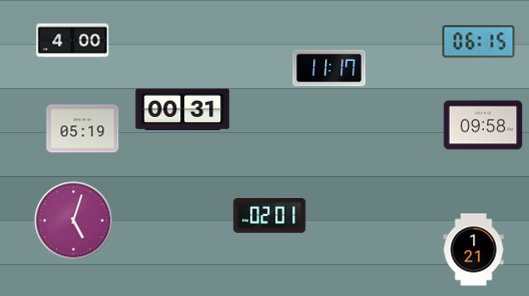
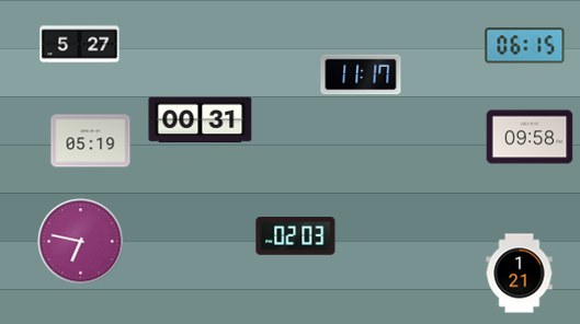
clock at (73, 41): 4:00 -> 5:27
clock at (270, 216): 02:01 -> 02:03
clock at (74, 221): 5:03 -> 6:47
